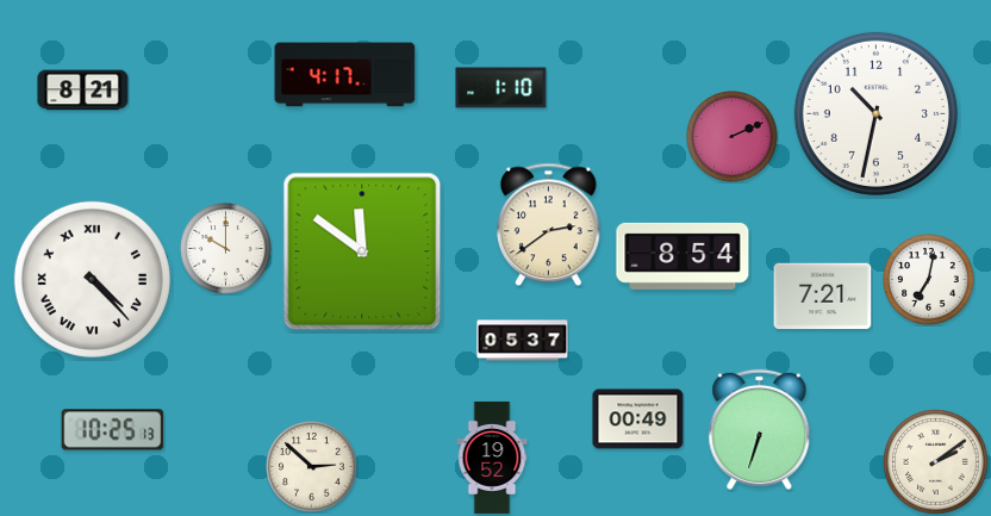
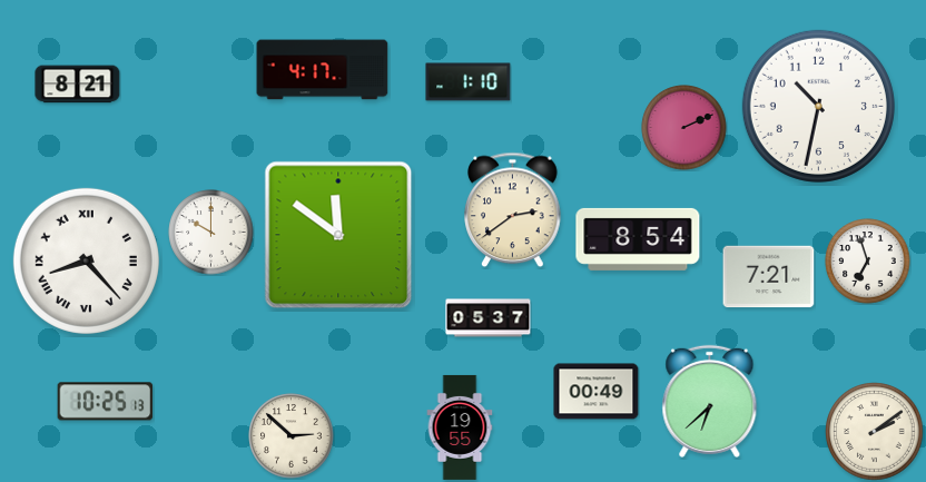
clock at (92, 279): 4:23 -> 8:23
clock at (929, 280): 7:02 -> 6:57
clock at (760, 429): 6:33 -> 6:38
clock at (492, 458): 19:52 -> 19:55
